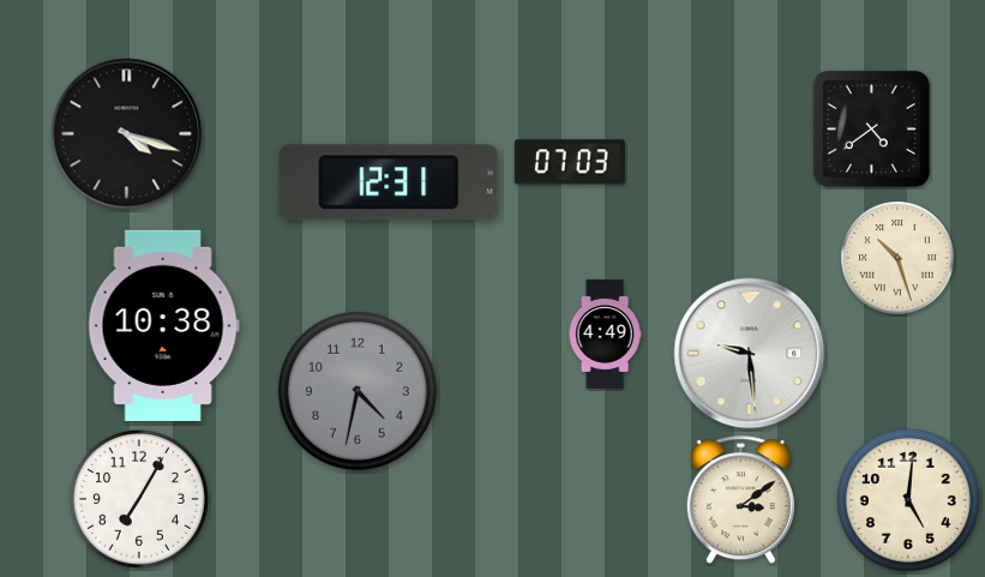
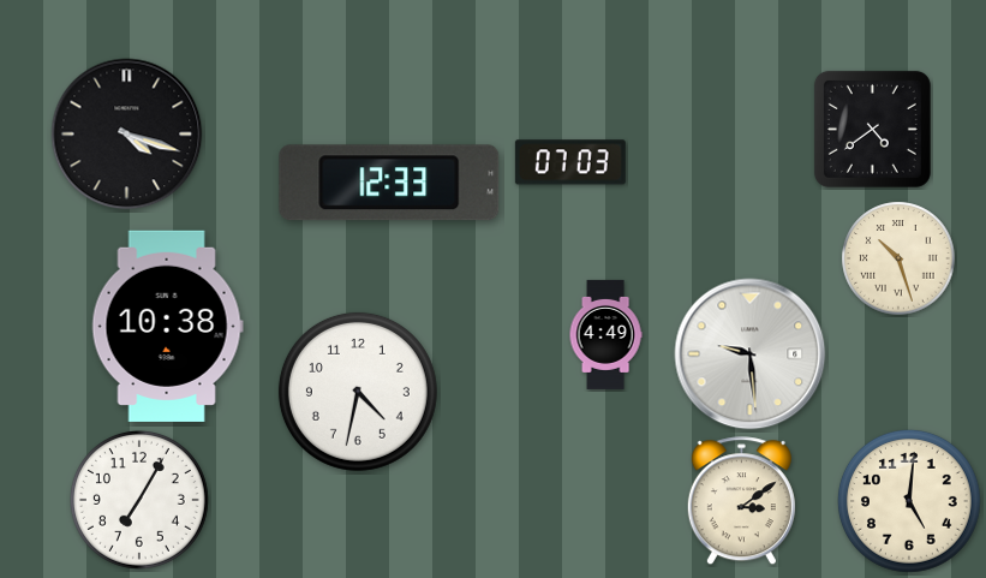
clock at (389, 182): 12:31 -> 12:33
clock at (163, 325) position: (163, 325) -> (167, 326)
clock at (358, 391) dial: grey -> white
